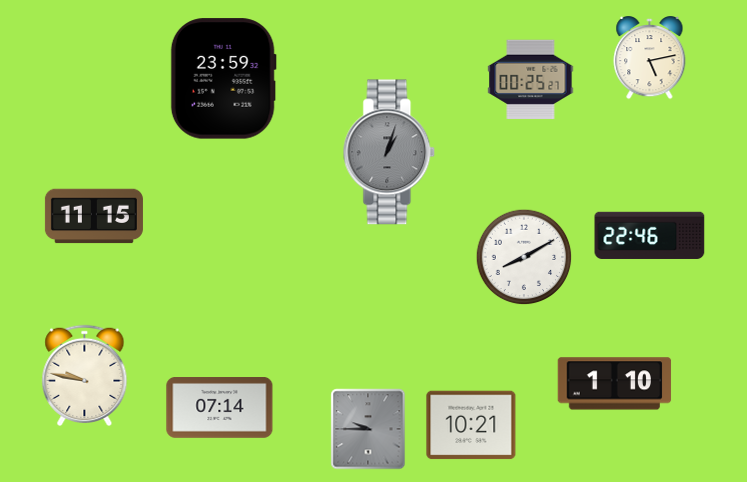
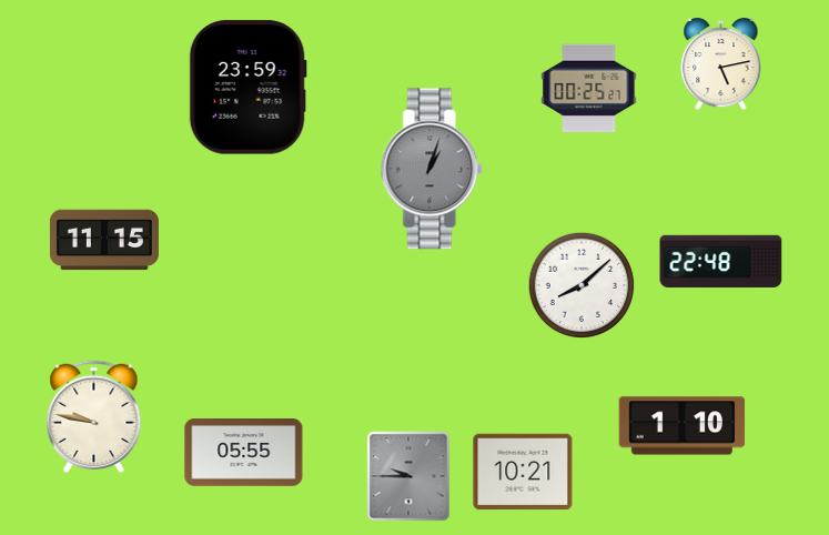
clock at (650, 235): 22:46 -> 22:48
clock at (524, 257): 8:10 -> 8:08
clock at (220, 408): 07:14 -> 05:55
